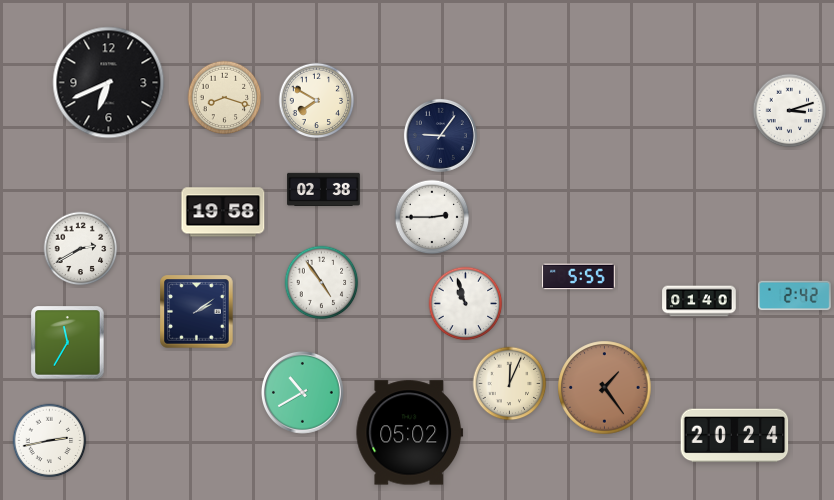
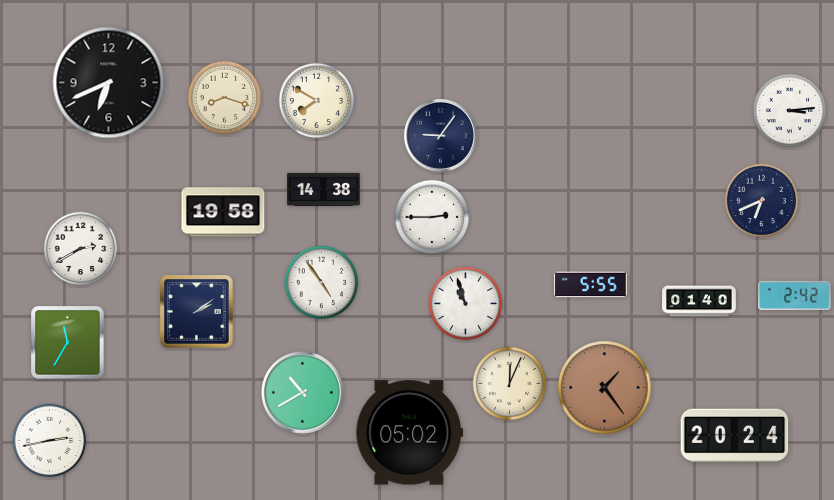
clock at (790, 111): 3:12 -> 3:14
clock at (324, 189): 02:38 -> 14:38
clock at (762, 201): none -> 6:41
clock at (579, 277) position: (579, 277) -> (591, 285)
